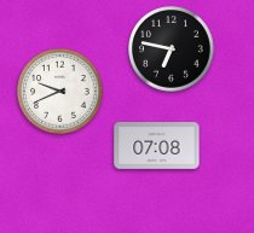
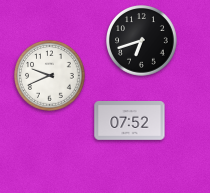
clock at (172, 49): 6:47 -> 6:42
clock at (157, 146): 07:08 -> 07:52
